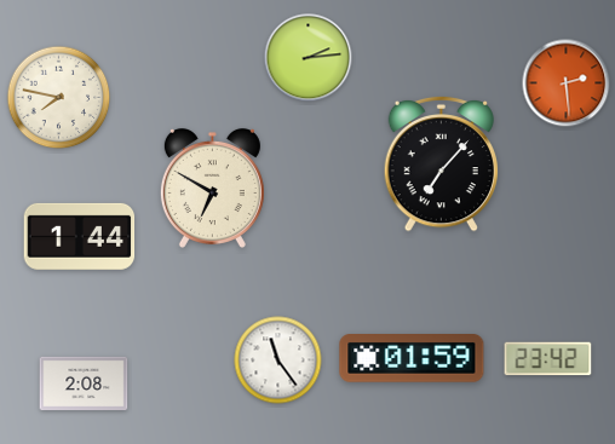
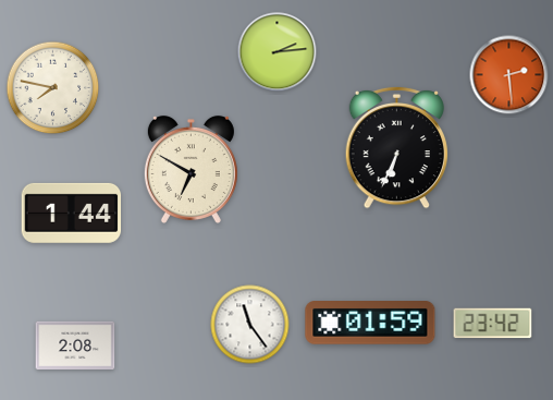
clock at (441, 163): 7:07 -> 6:34
